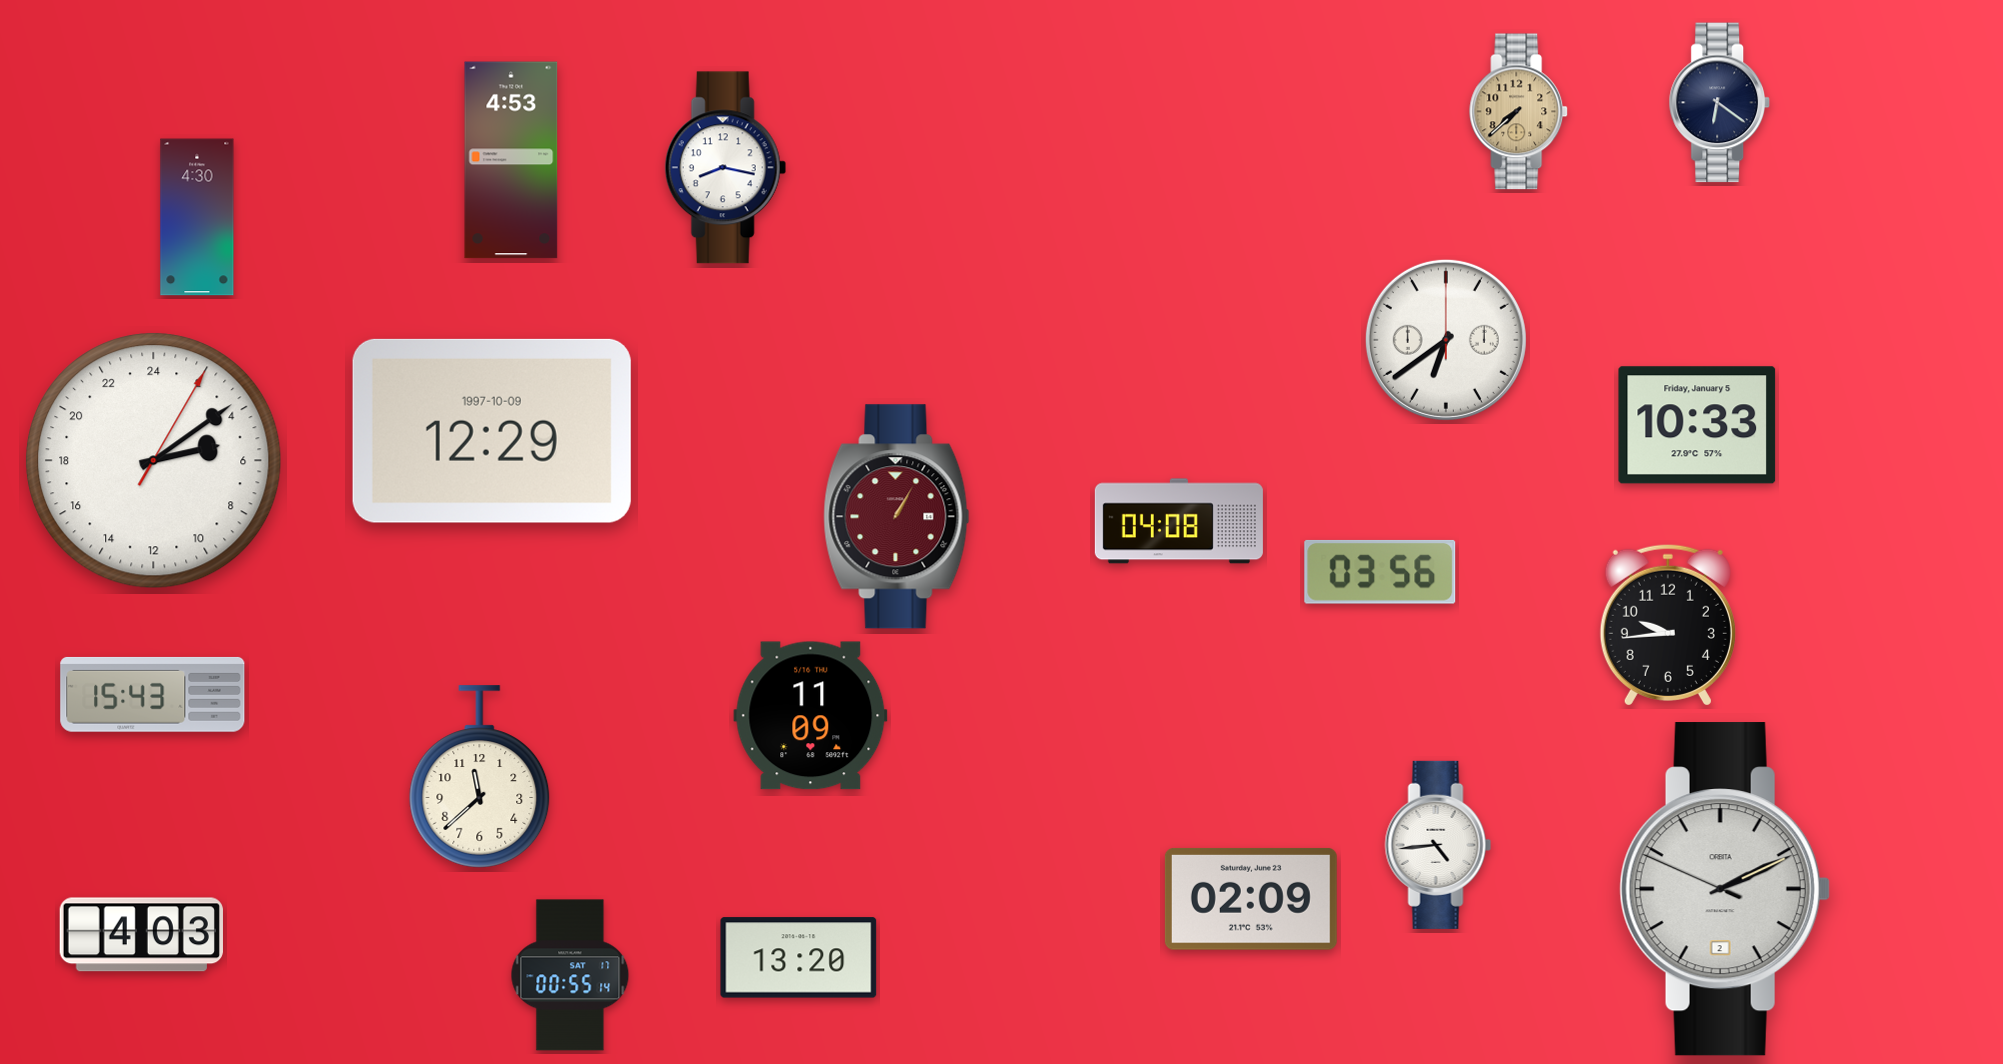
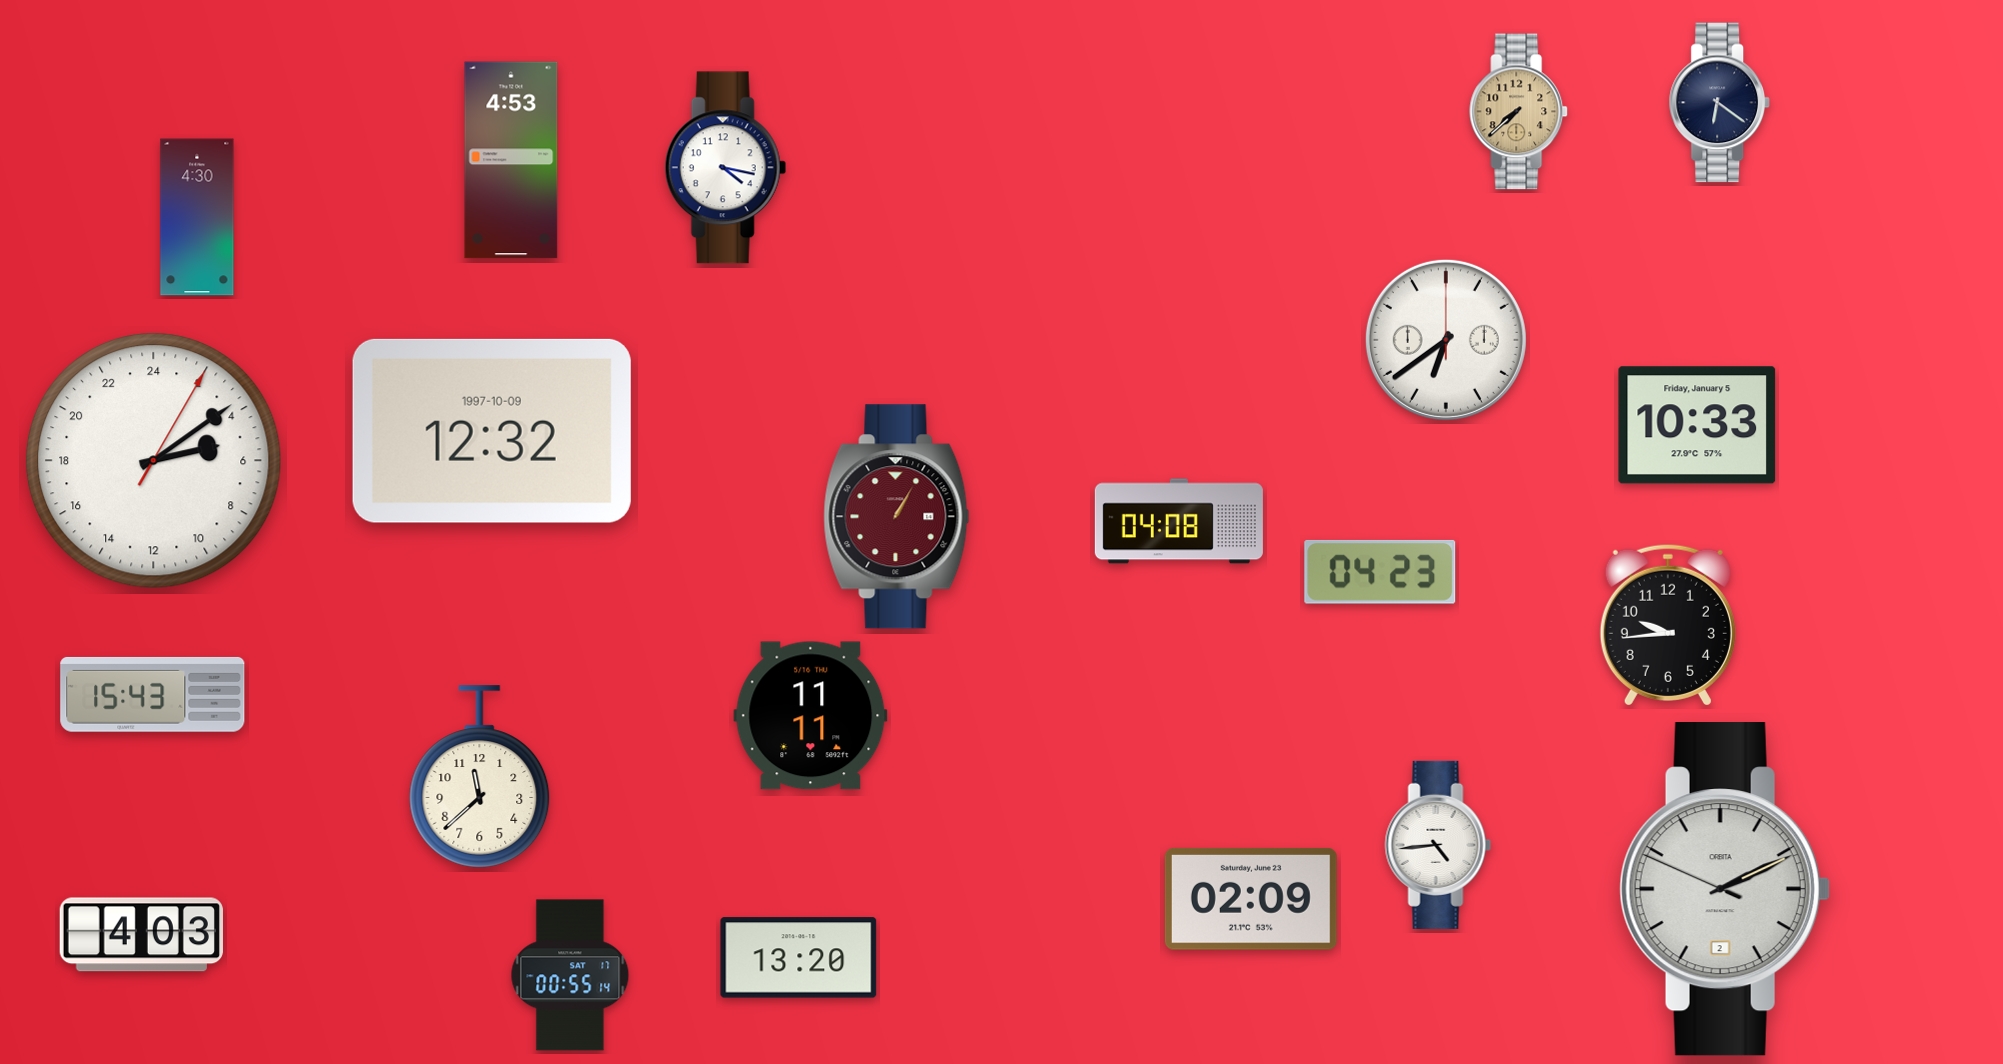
clock at (725, 168): 8:17 -> 4:17
clock at (492, 431): 12:29 -> 12:32
clock at (1380, 572): 03:56 -> 04:23
clock at (811, 716): 11:09 -> 11:11
